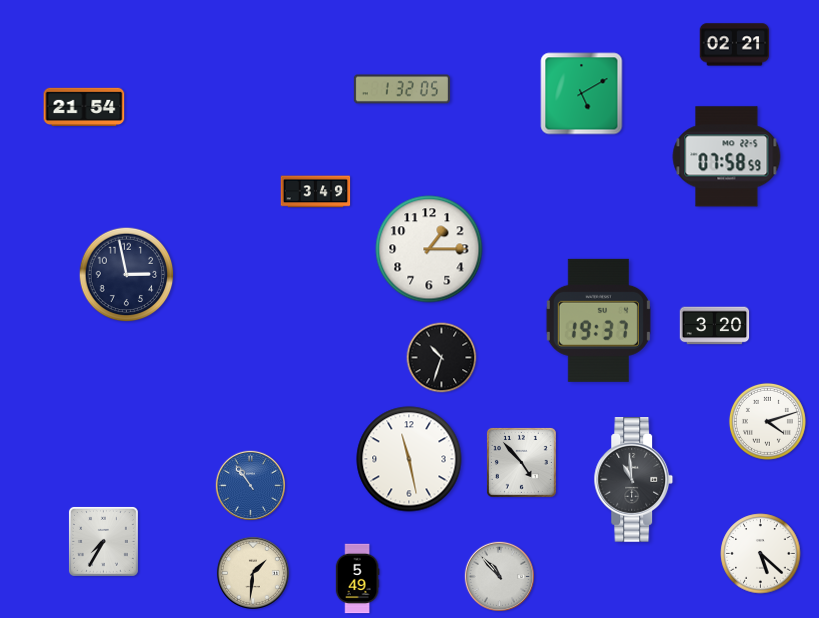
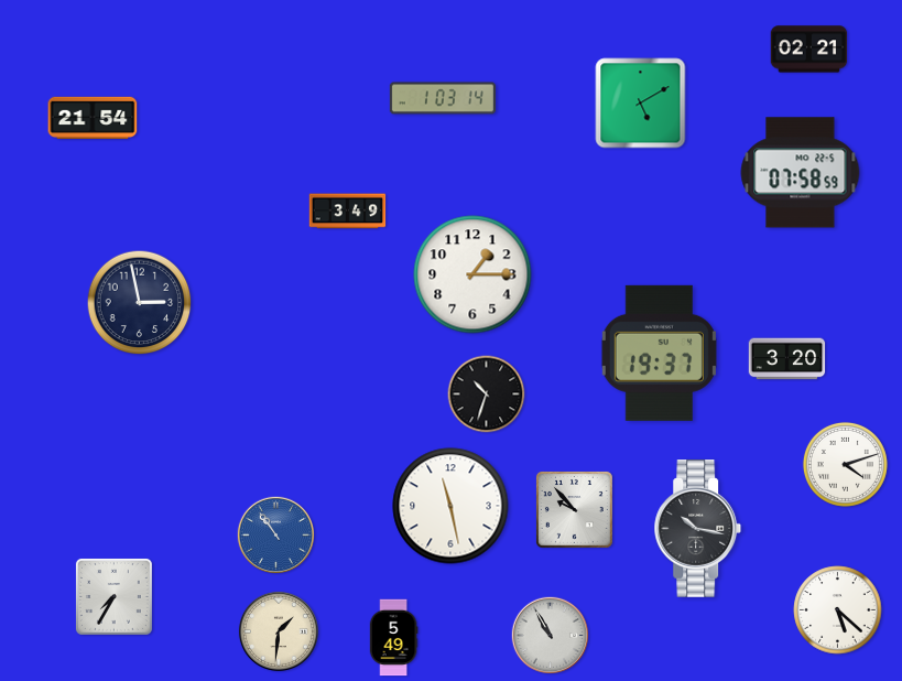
clock at (401, 89): 1:32 -> 1:03
clock at (521, 462): 4:53 -> 9:53
clock at (634, 480): 10:59 -> 10:17
clock at (499, 576): 10:53 -> 10:55
